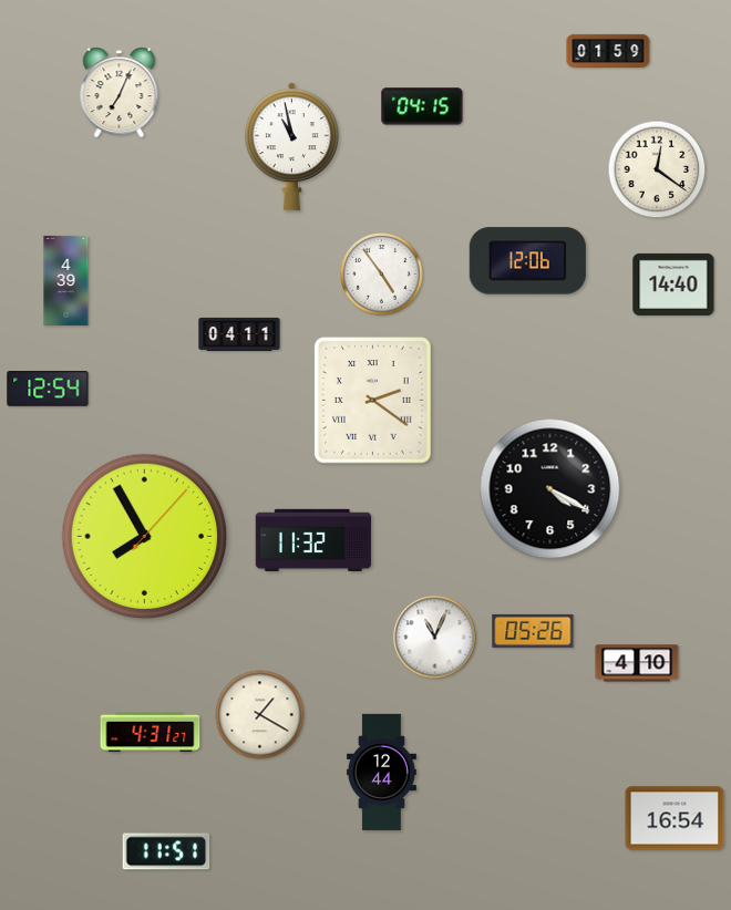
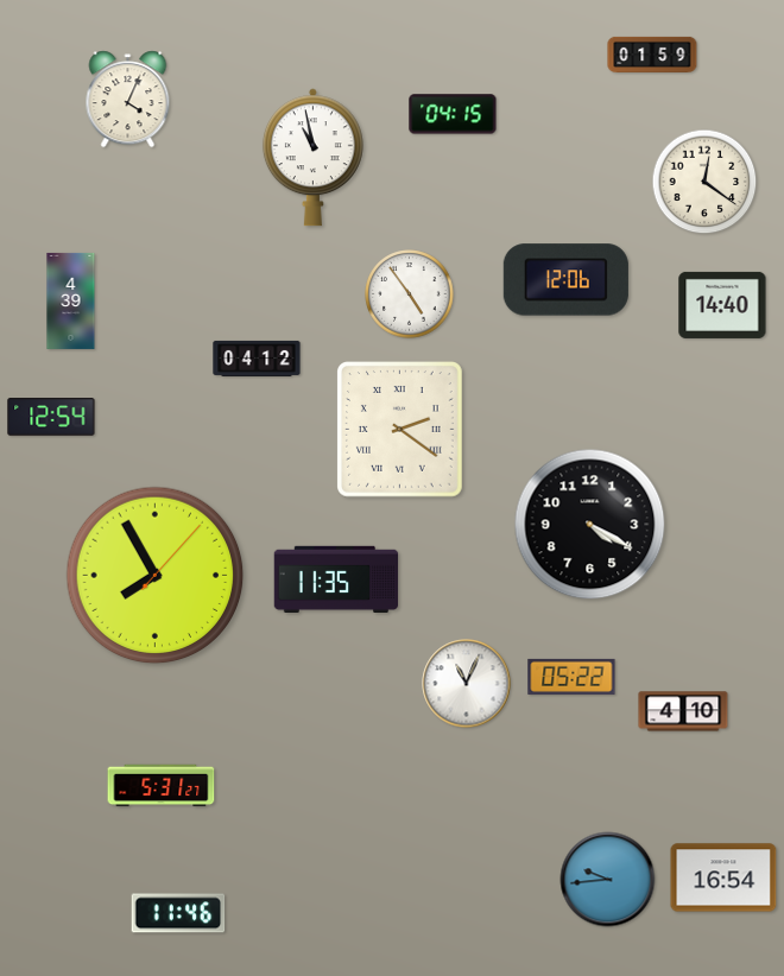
clock at (120, 93): 7:04 -> 4:04
clock at (239, 334): 04:11 -> 04:12
clock at (313, 539): 11:32 -> 11:35
clock at (533, 631): 05:26 -> 05:22
clock at (260, 715): 1:20 -> none
clock at (151, 733): 4:31 -> 5:31
clock at (381, 772): 12:44 -> none
clock at (608, 880): none -> 9:44
clock at (166, 851): 11:51 -> 11:46
